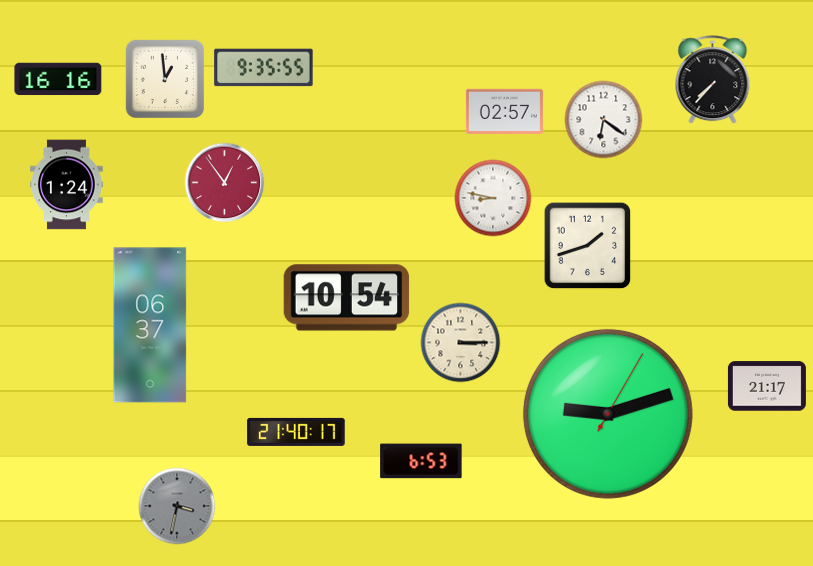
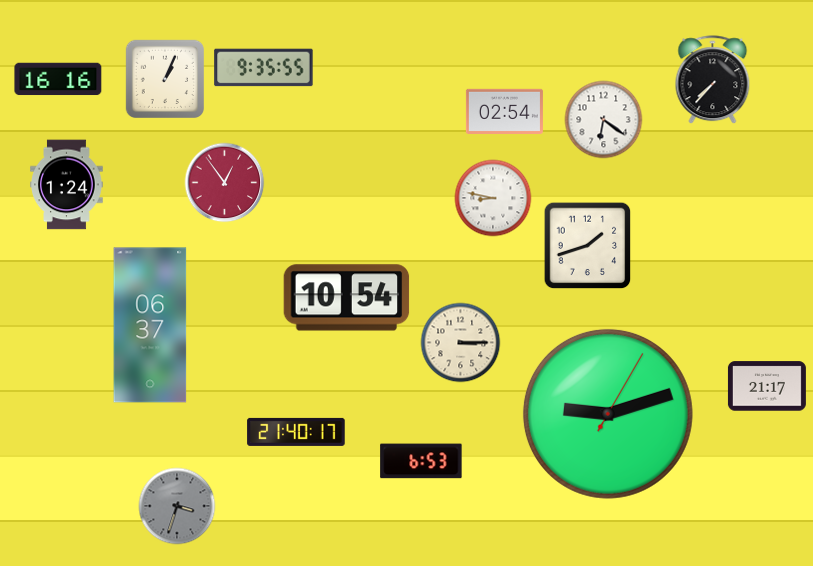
clock at (164, 78): 12:59 -> 1:04
clock at (504, 111): 02:57 -> 02:54
clock at (177, 506): 3:32 -> 3:33
